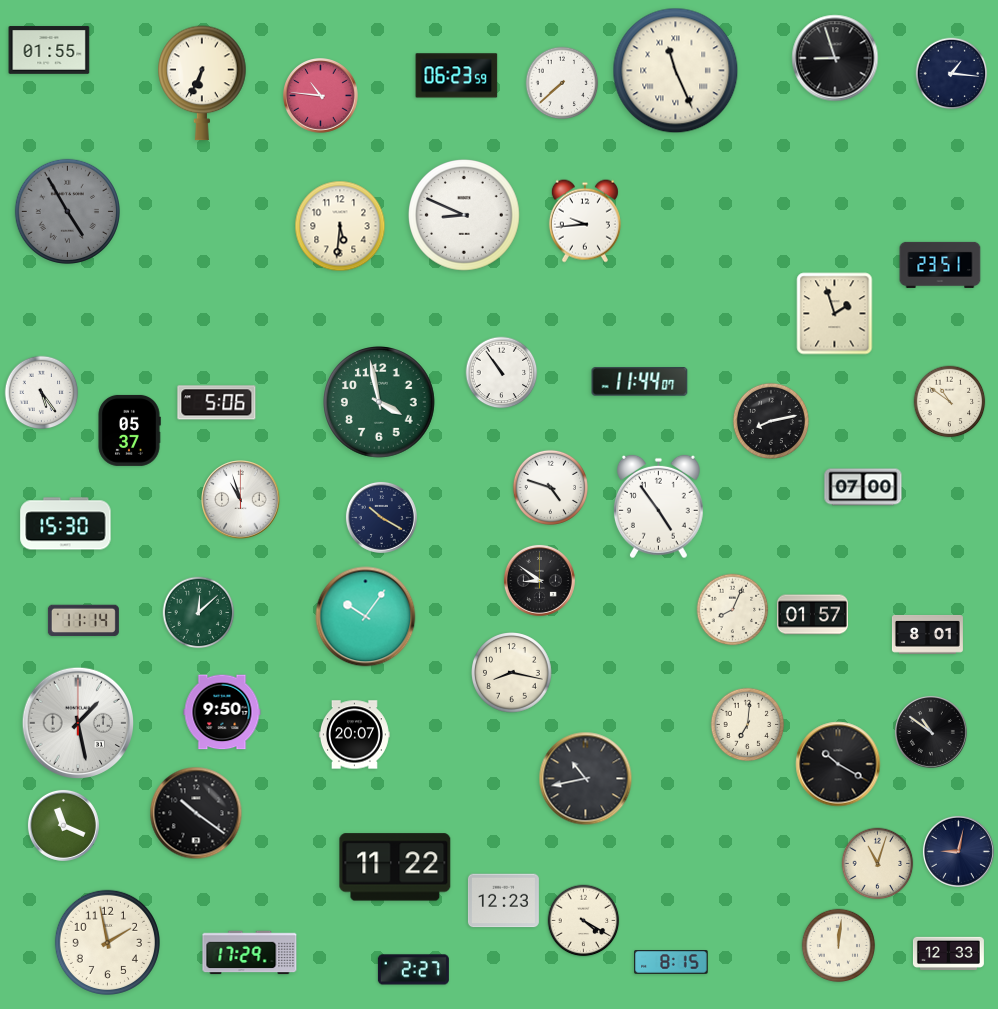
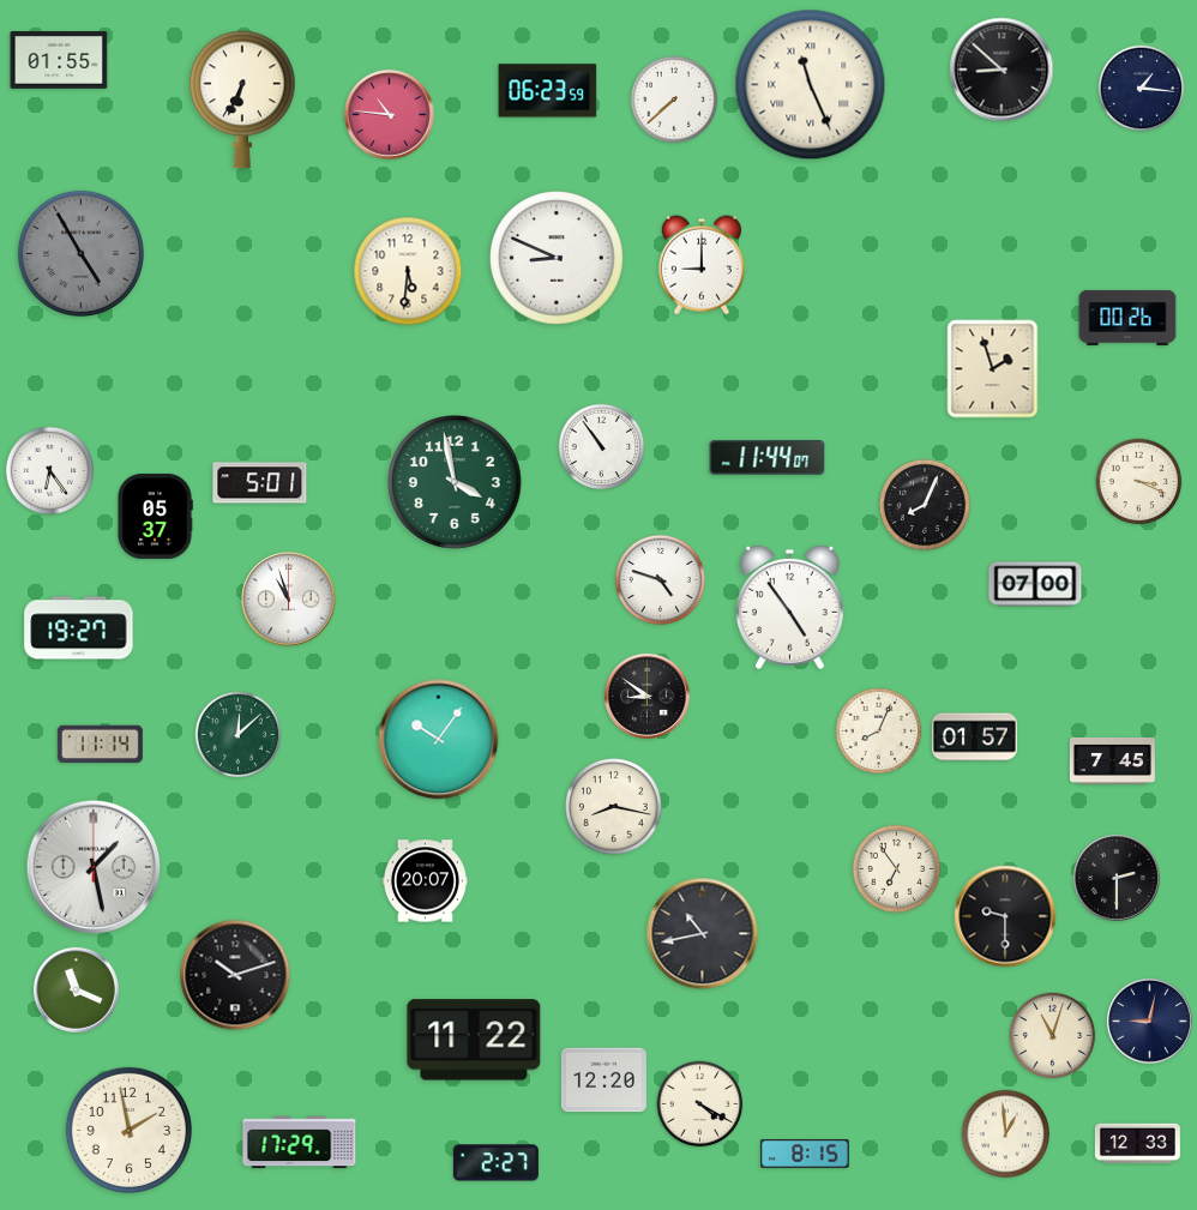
clock at (835, 58): 8:57 -> 8:52
clock at (321, 96) position: (321, 96) -> (390, 115)
clock at (585, 221): 9:44 -> 9:00
clock at (940, 265): 23:51 -> 00:26
clock at (835, 314) position: (835, 314) -> (993, 369)
clock at (42, 393): 5:24 -> 6:24
clock at (950, 402): 10:51 -> 3:19
clock at (217, 403): 5:06 -> 5:01
clock at (771, 421): 8:13 -> 8:04
clock at (550, 487) position: (550, 487) -> (660, 579)
clock at (381, 517): 10:20 -> none
clock at (66, 524): 15:30 -> 19:27
clock at (927, 634): 8:01 -> 7:45
clock at (222, 712): 9:50 -> none
clock at (748, 725): 7:01 -> 6:54
clock at (931, 732): 10:51 -> 2:30
clock at (838, 764): 10:20 -> 9:30
clock at (196, 813): 10:21 -> 10:12
clock at (503, 901): 12:23 -> 12:20
clock at (839, 946): 12:01 -> 12:59
